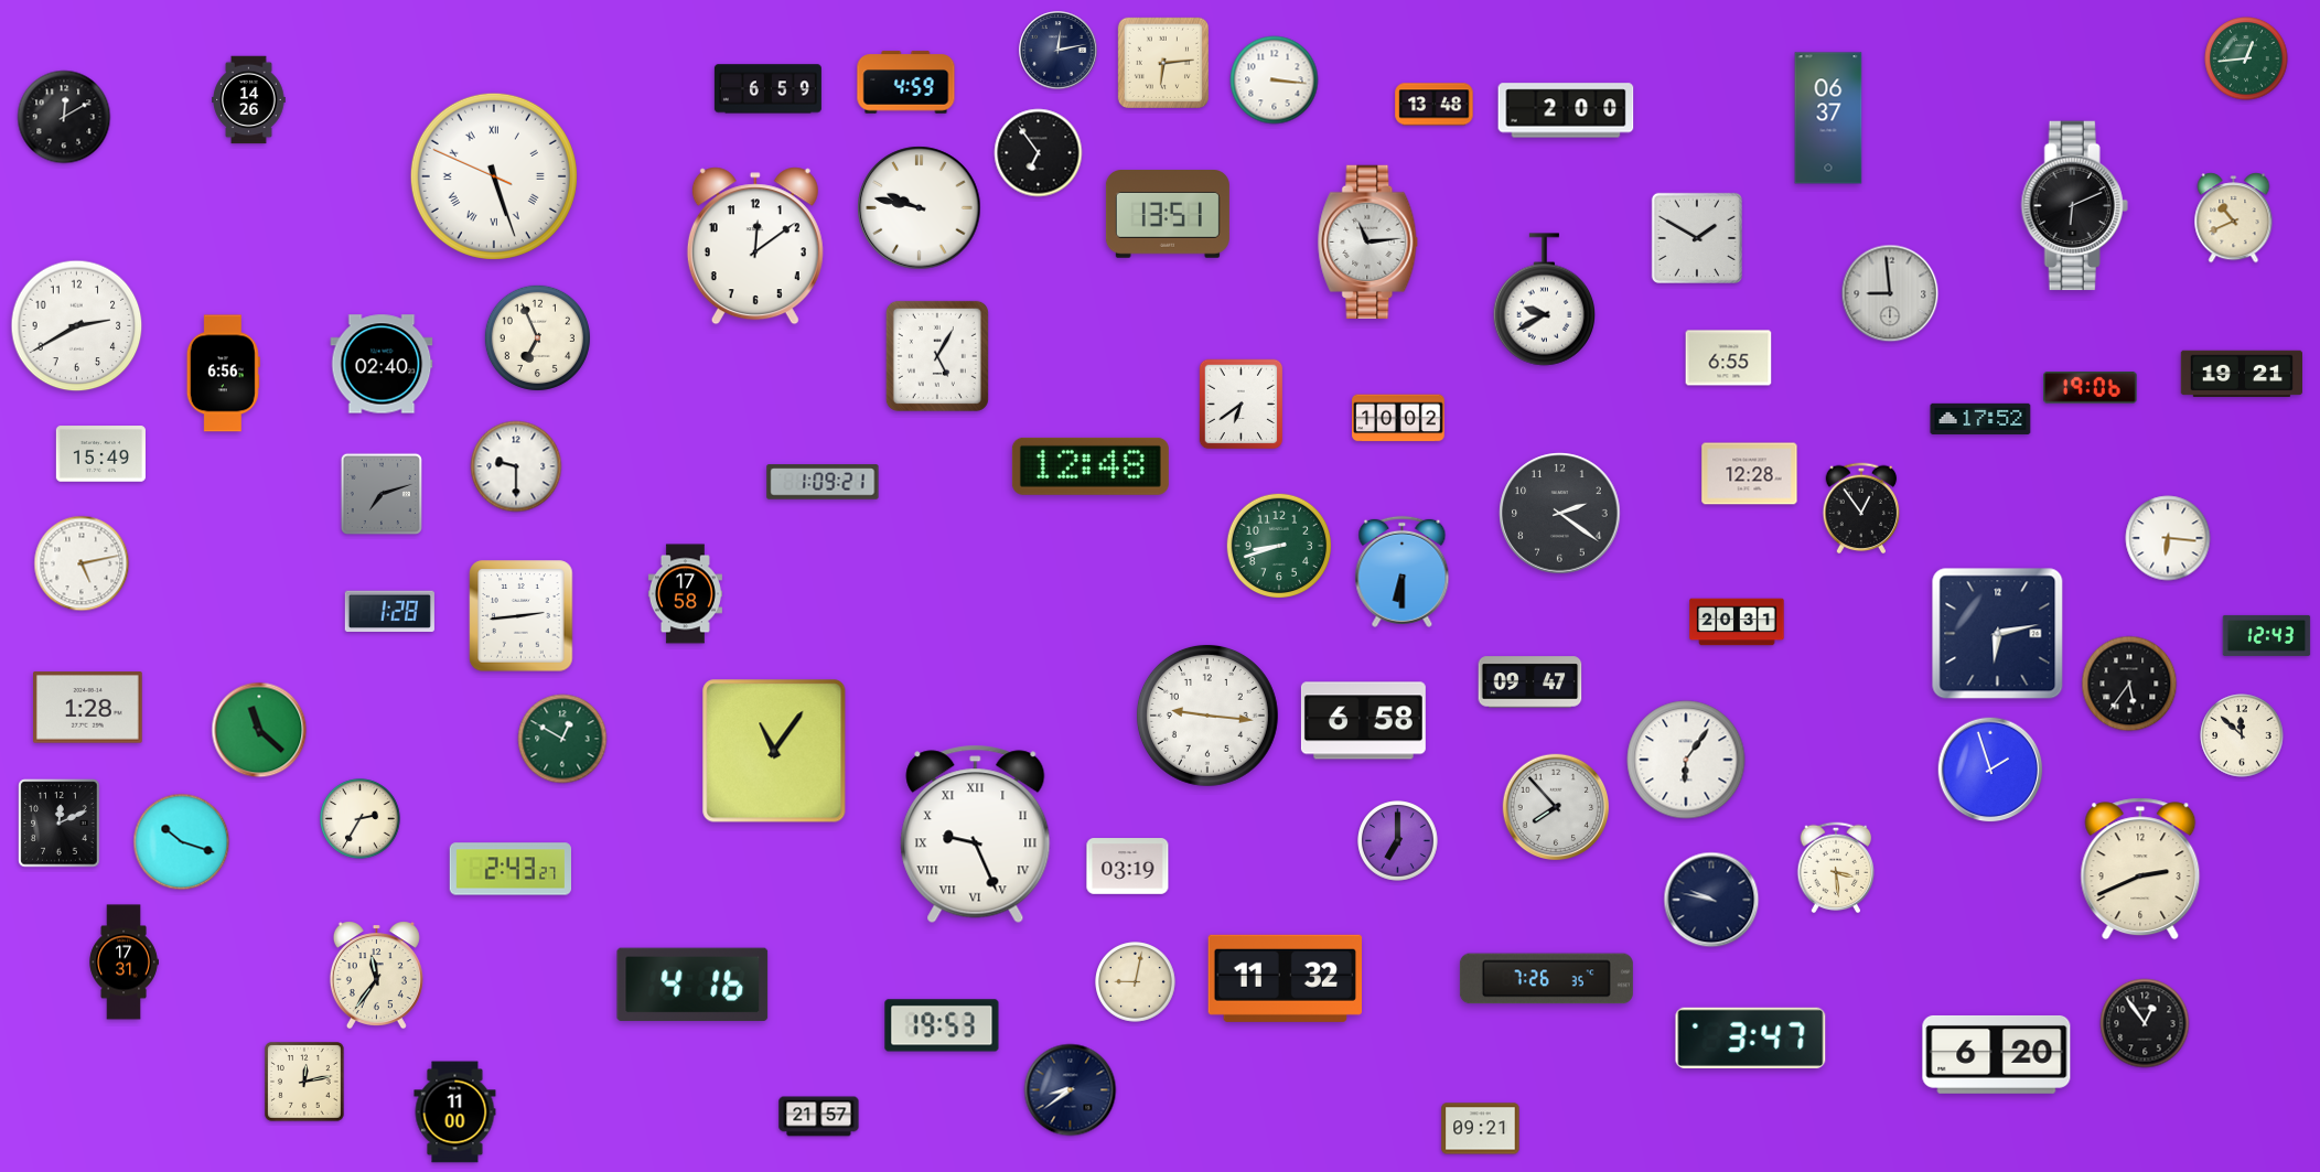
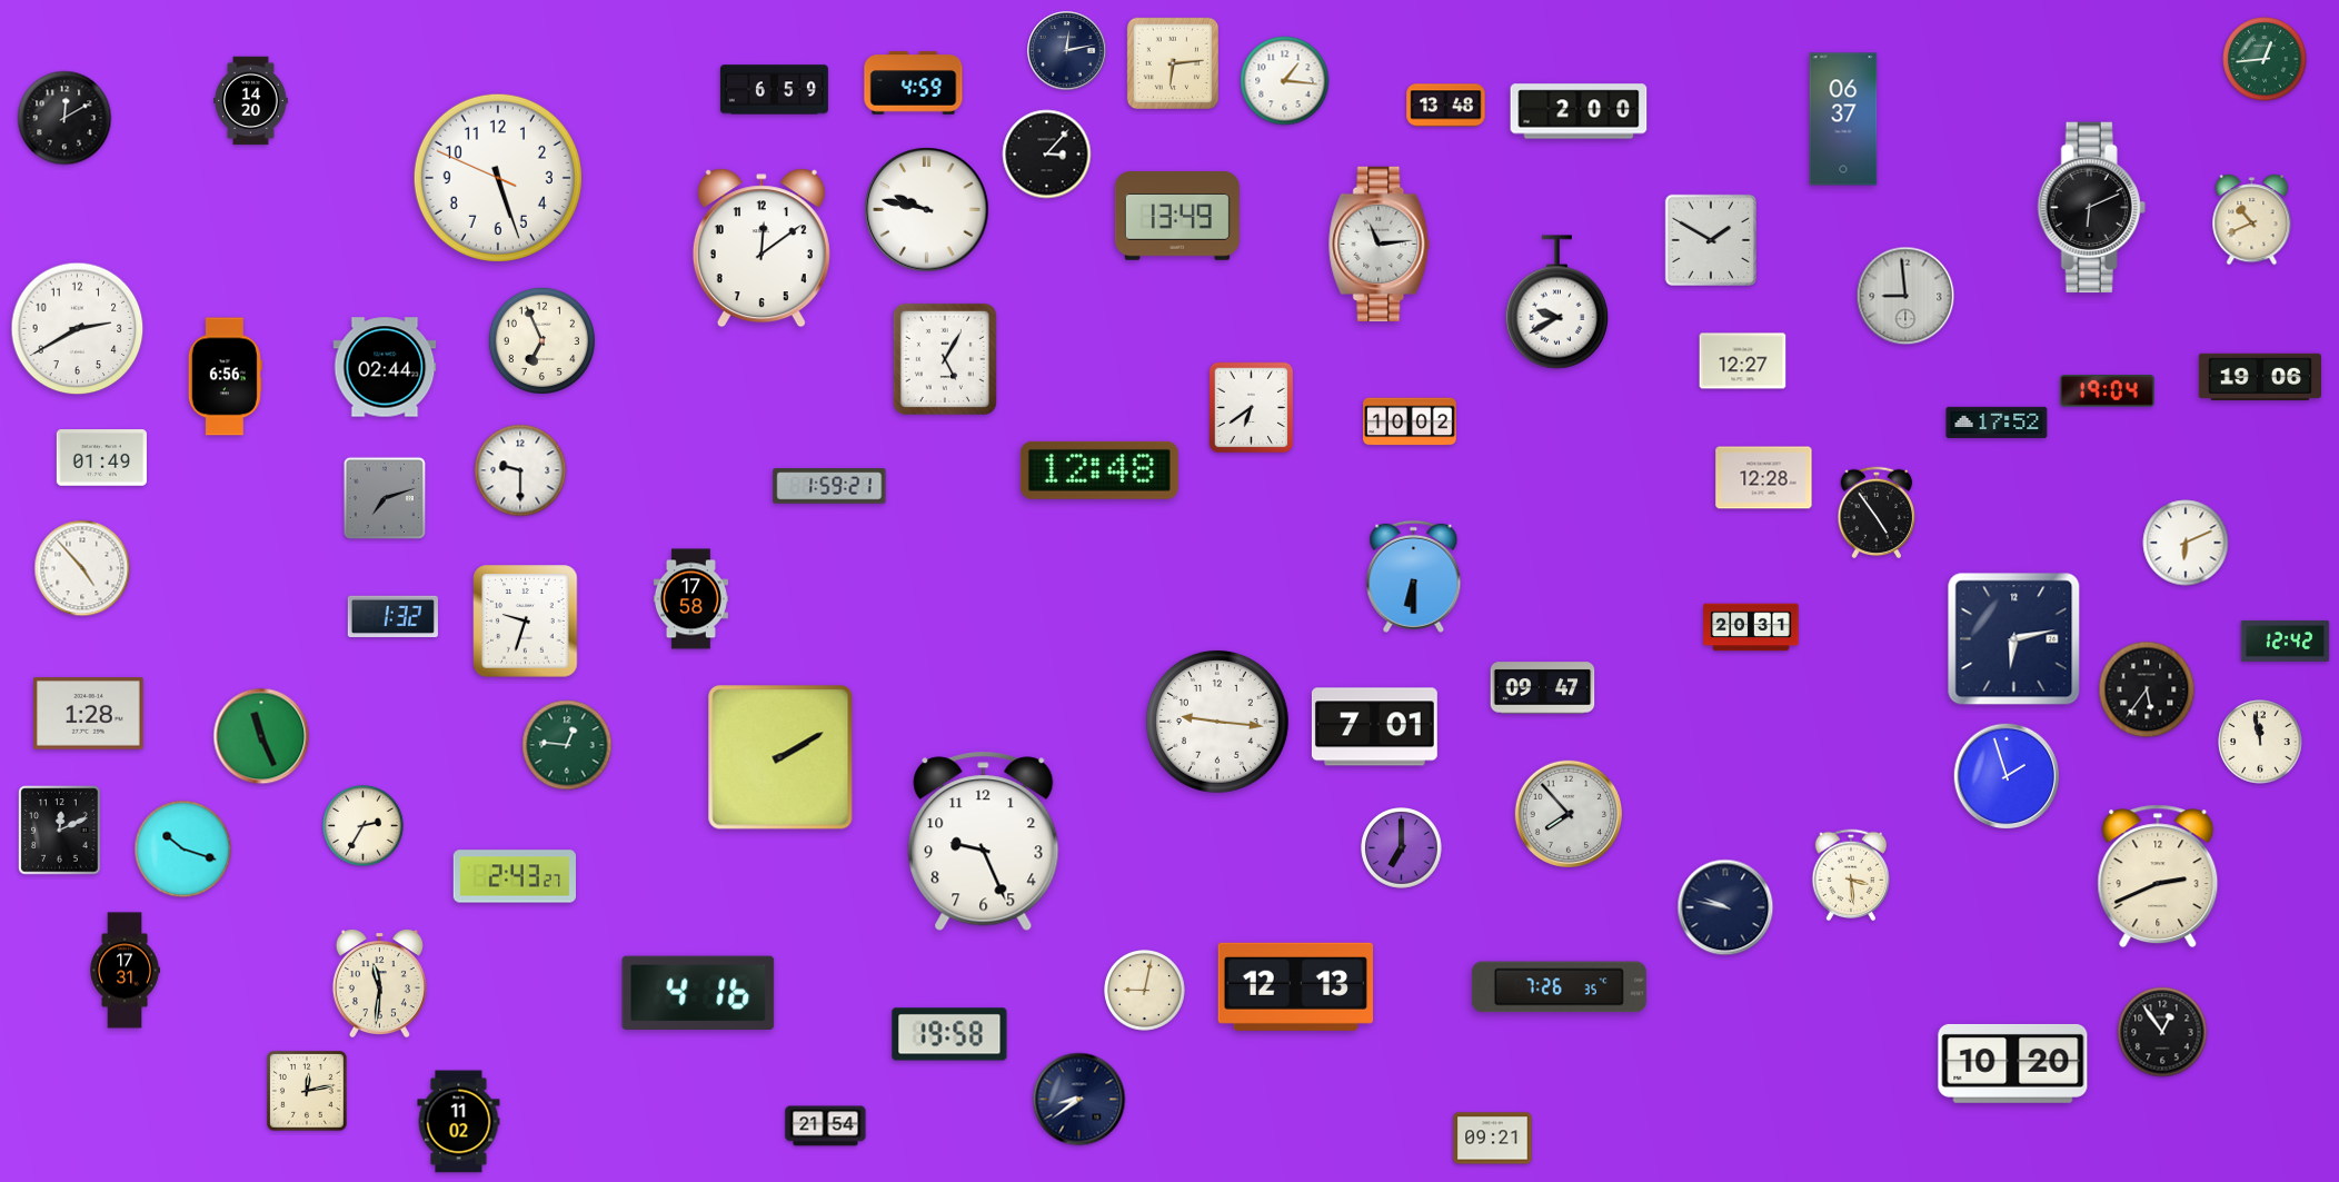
clock at (1275, 80): 3:16 -> 1:16
clock at (249, 100): 14:26 -> 14:20
clock at (1039, 153): 6:54 -> 3:07
clock at (494, 176) numerals: Roman -> Arabic
clock at (1168, 215): 13:51 -> 13:49
clock at (1729, 358): 6:55 -> 12:27
clock at (382, 364): 02:40 -> 02:44
clock at (2241, 374): 19:21 -> 19:06
clock at (2091, 388): 19:06 -> 19:04
clock at (100, 454): 15:49 -> 01:49
clock at (823, 482): 1:09 -> 1:59
clock at (1861, 508): 12:54 -> 4:54
clock at (1560, 514): 2:21 -> none
clock at (2168, 538): 6:16 -> 6:11
clock at (1278, 545): 8:42 -> none
clock at (82, 563): 5:13 -> 4:53
clock at (389, 611): 1:28 -> 1:32
clock at (522, 616): 2:44 -> 9:33
clock at (2267, 635): 12:43 -> 12:42
clock at (1363, 721): 6:58 -> 7:01
clock at (259, 730): 11:22 -> 11:26
clock at (2242, 735): 11:52 -> 11:58
clock at (562, 739): 12:50 -> 12:46
clock at (774, 751): 11:06 -> 2:10
clock at (1686, 760): 6:06 -> none
clock at (976, 835) numerals: Roman -> Arabic
clock at (1398, 841) position: (1398, 841) -> (1402, 848)
clock at (1128, 867): 03:19 -> none
clock at (376, 976): 11:36 -> 11:31
clock at (1285, 978): 11:32 -> 12:13
clock at (942, 1025): 19:53 -> 19:58
clock at (1751, 1037): 3:47 -> none
clock at (1997, 1054): 6:20 -> 10:20
clock at (455, 1112): 11:00 -> 11:02
clock at (819, 1117): 21:57 -> 21:54
